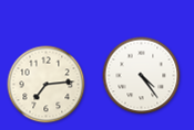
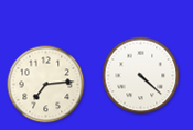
clock at (142, 76): 4:24 -> 4:22
